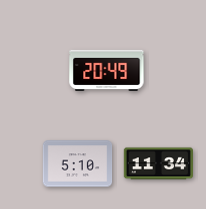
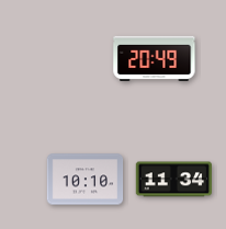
clock at (107, 70) position: (107, 70) -> (155, 58)
clock at (78, 164): 5:10 -> 10:10
